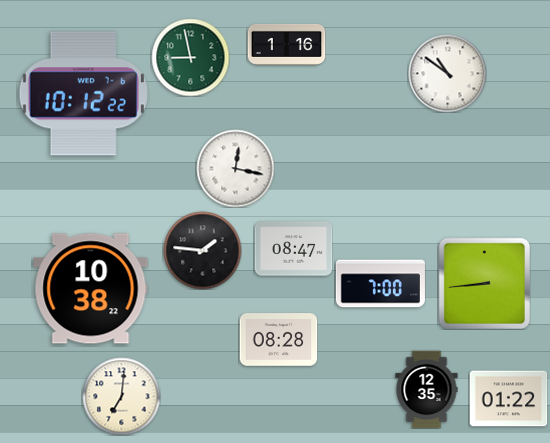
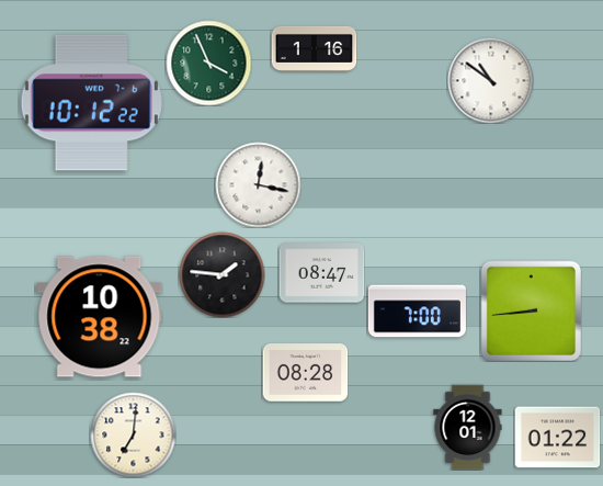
clock at (190, 57): 8:58 -> 3:56
clock at (427, 389): 12:35 -> 12:01
